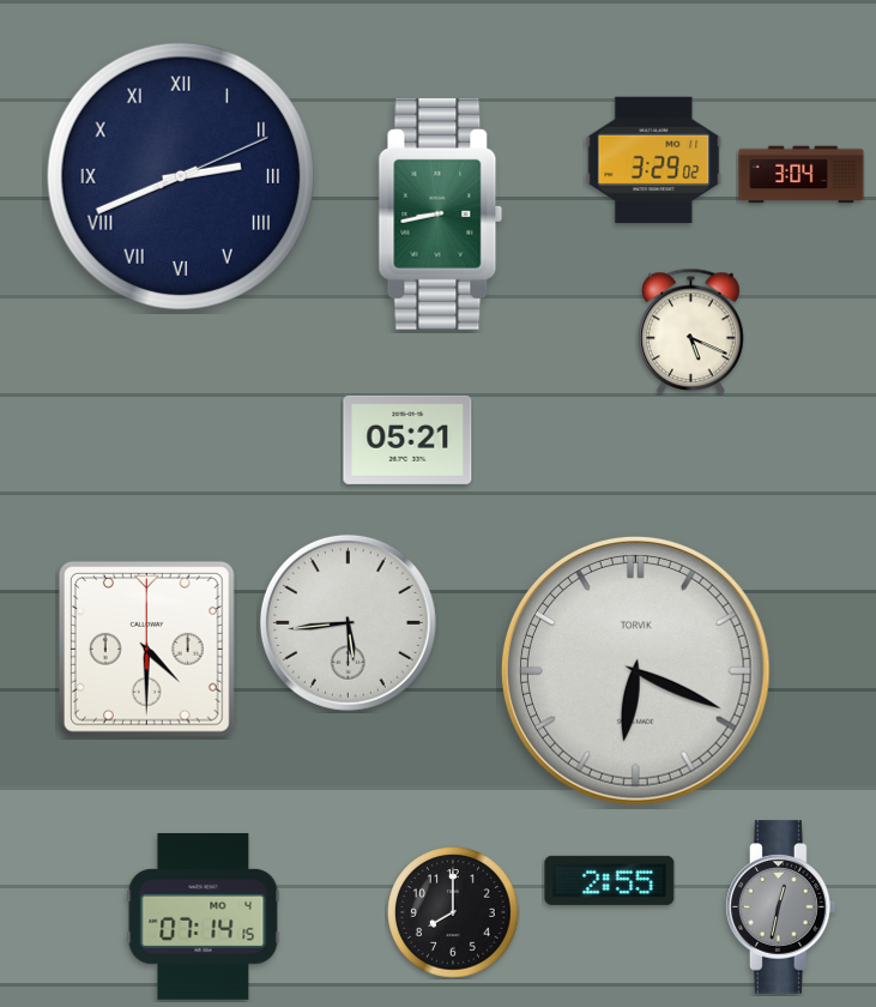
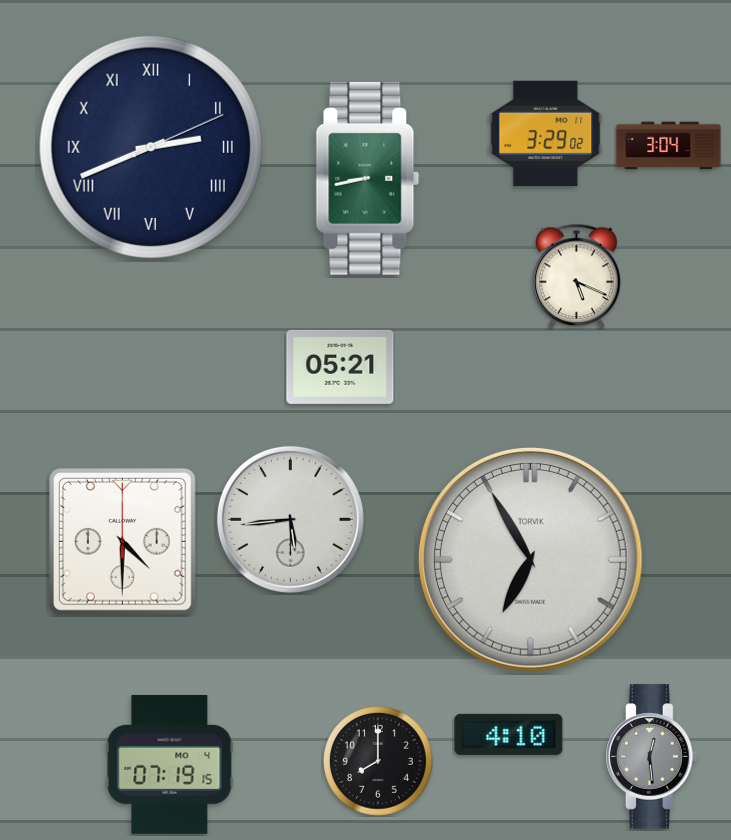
clock at (636, 671): 6:19 -> 6:55
clock at (610, 880): 2:55 -> 4:10
clock at (781, 907): 12:32 -> 12:29
clock at (204, 916): 07:14 -> 07:19
